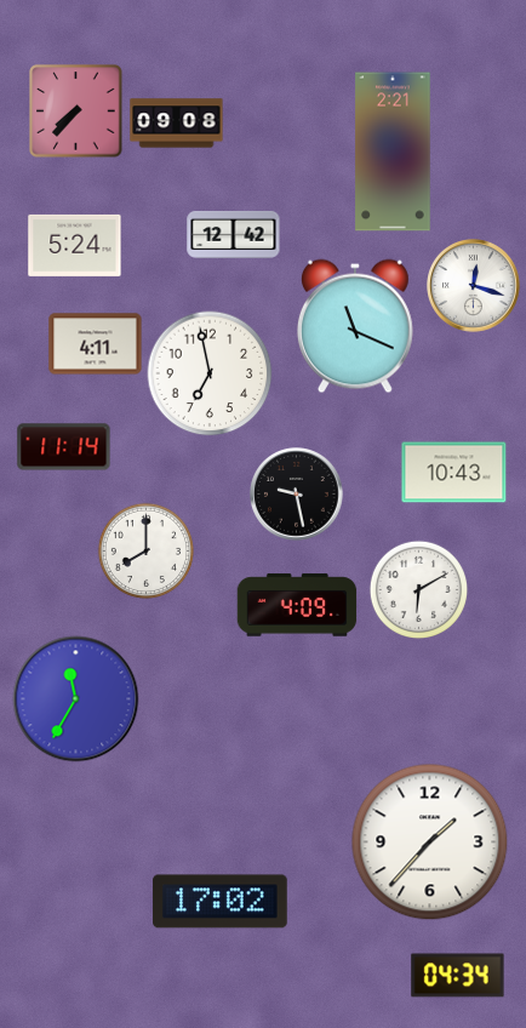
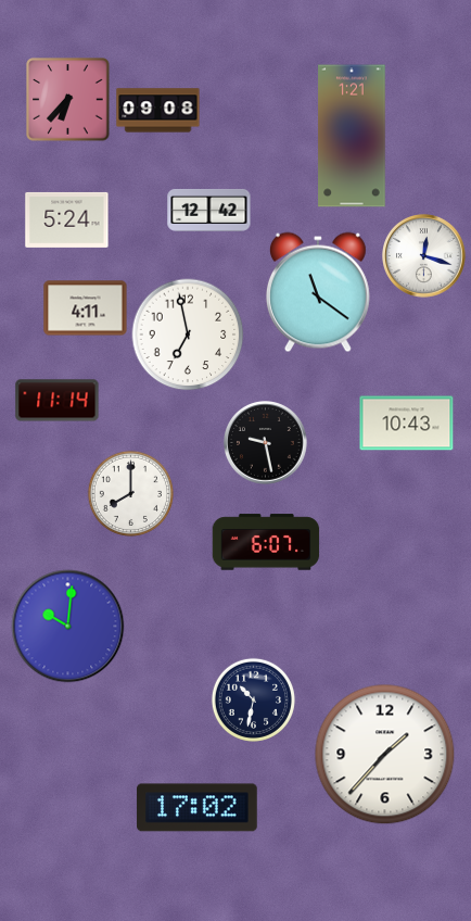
clock at (76, 112): 7:37 -> 6:37
clock at (393, 152): 2:21 -> 1:21
clock at (355, 326): 11:19 -> 11:21
clock at (418, 589): 6:10 -> none
clock at (297, 605): 4:09 -> 6:07
clock at (76, 699): 11:35 -> 10:01
clock at (253, 699): none -> 10:32
clock at (458, 976): 04:34 -> none
